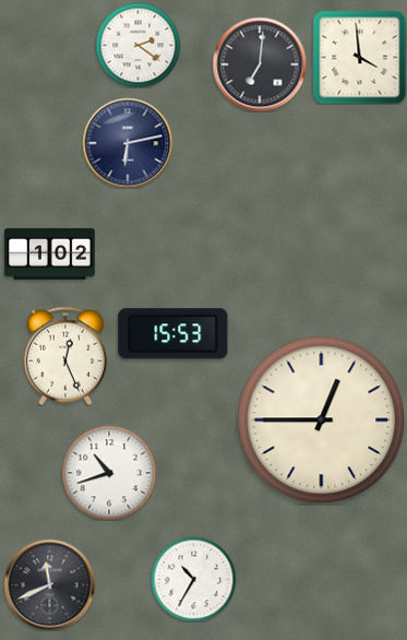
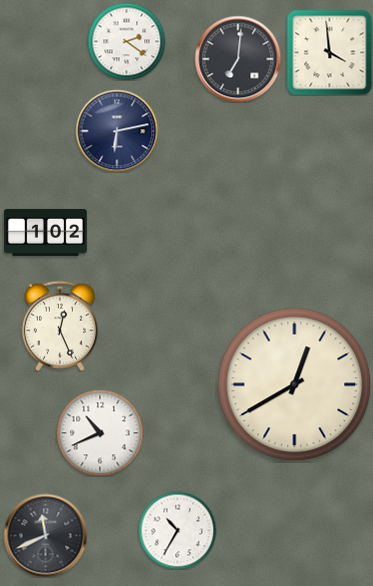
clock at (173, 334): 15:53 -> none
clock at (322, 420): 12:45 -> 12:40
clock at (109, 473): 10:42 -> 10:41
